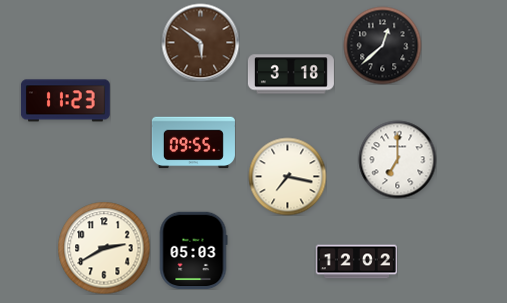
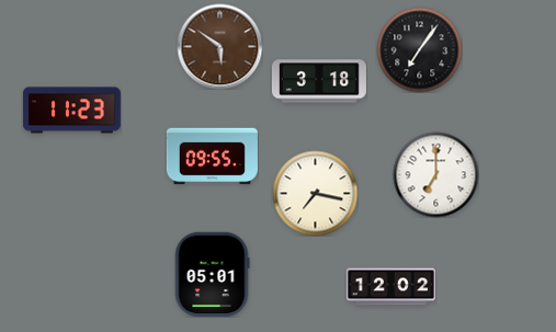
clock at (382, 45): 12:38 -> 7:06
clock at (104, 248): 2:40 -> none
clock at (193, 250): 05:03 -> 05:01
